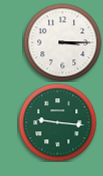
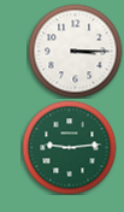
clock at (57, 122): 9:16 -> 9:14
